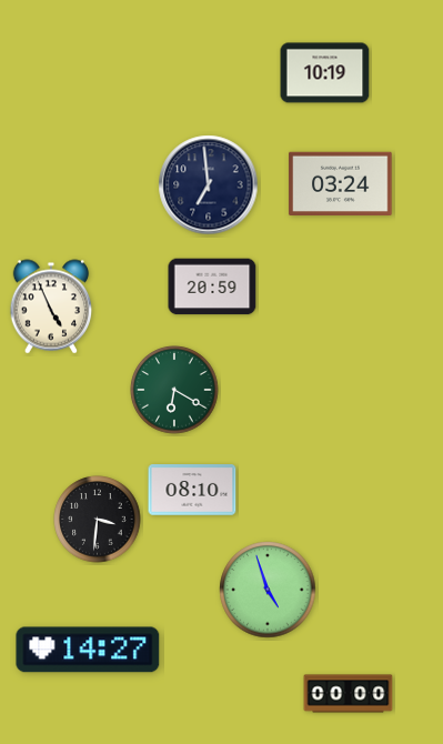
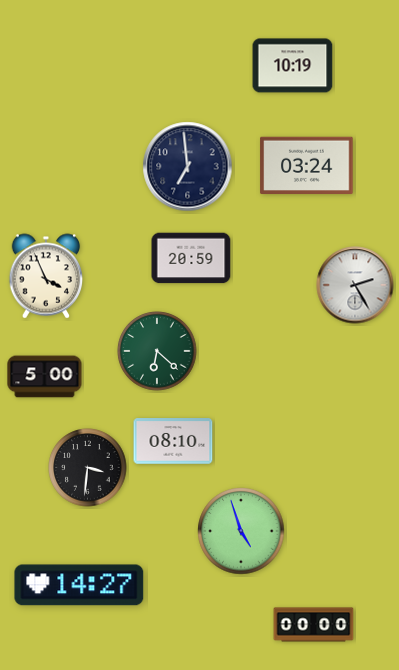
clock at (51, 306): 4:56 -> 3:56
clock at (355, 285): none -> 2:25
clock at (174, 390): 6:20 -> 6:22
clock at (45, 377): none -> 5:00
